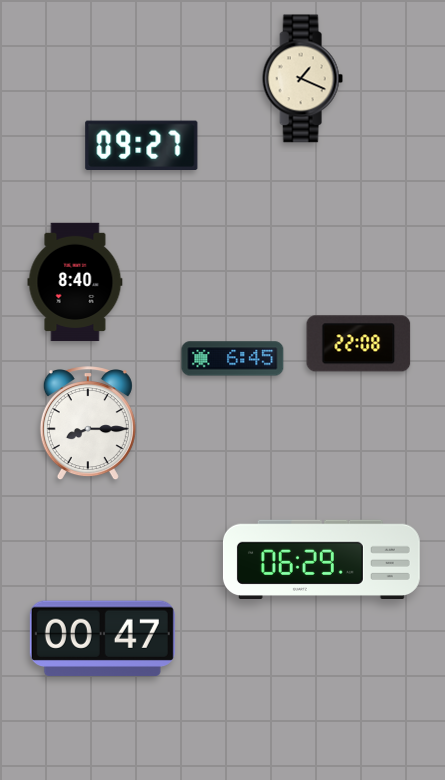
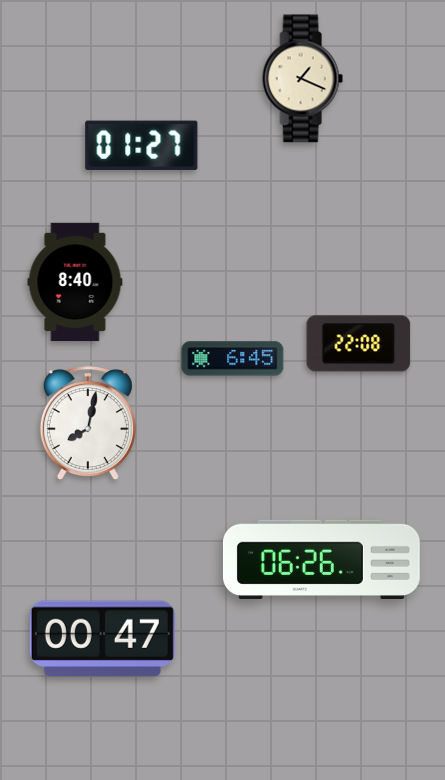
clock at (142, 146): 09:27 -> 01:27
clock at (88, 424): 8:15 -> 8:02
clock at (321, 559): 06:29 -> 06:26
